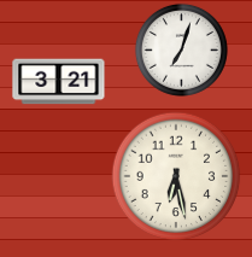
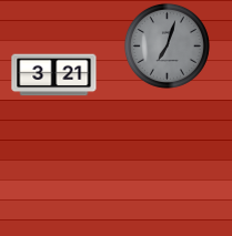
clock at (181, 49) dial: white -> grey
clock at (176, 176): 6:28 -> none
